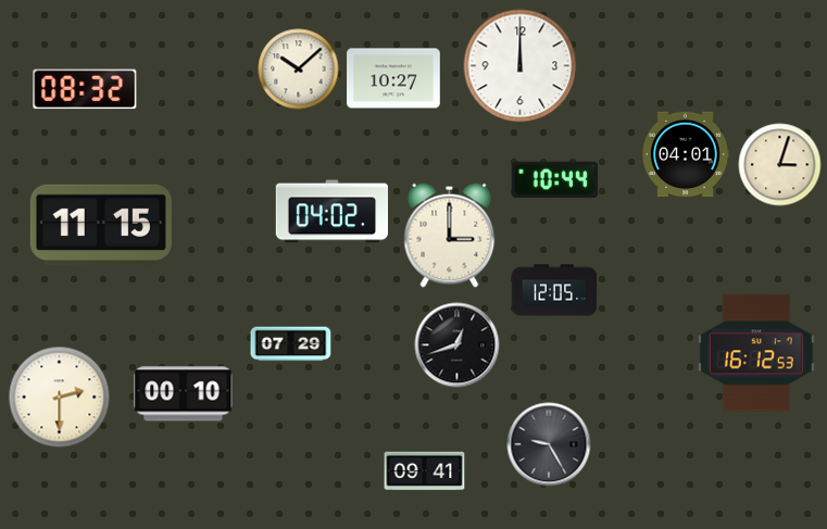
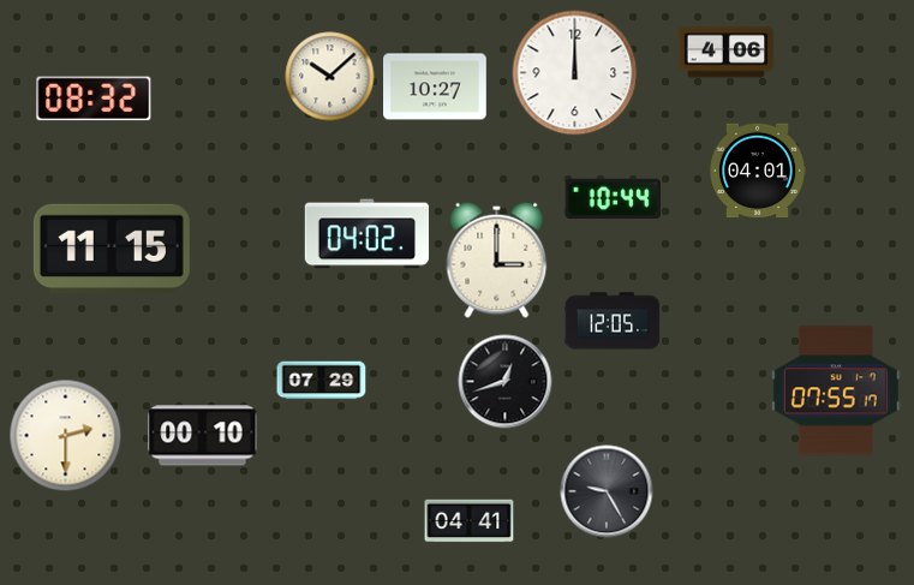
clock at (727, 53): none -> 4:06
clock at (780, 165): 3:03 -> none
clock at (756, 353): 16:12 -> 07:55
clock at (60, 398) position: (60, 398) -> (66, 436)
clock at (425, 471): 09:41 -> 04:41
